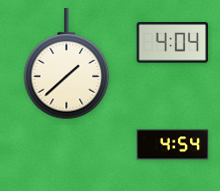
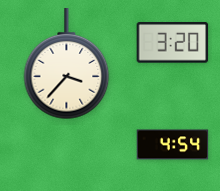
clock at (173, 43): 4:04 -> 3:20
clock at (67, 64): 1:38 -> 3:37
